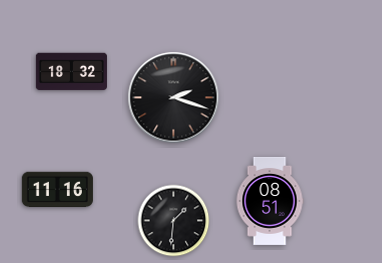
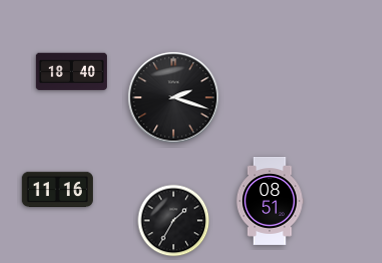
clock at (71, 72): 18:32 -> 18:40
clock at (174, 221): 1:31 -> 1:35
